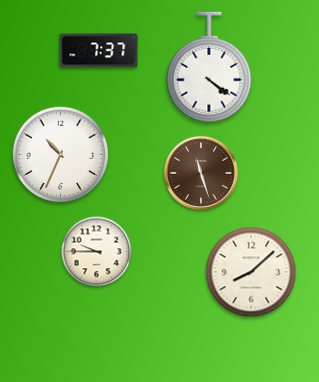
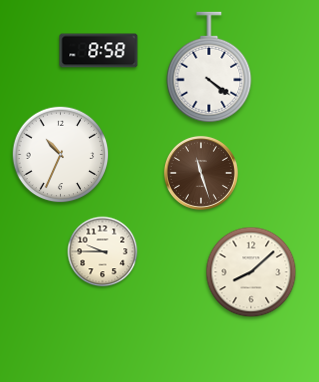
clock at (99, 51): 7:37 -> 8:58
clock at (97, 252) position: (97, 252) -> (103, 252)
